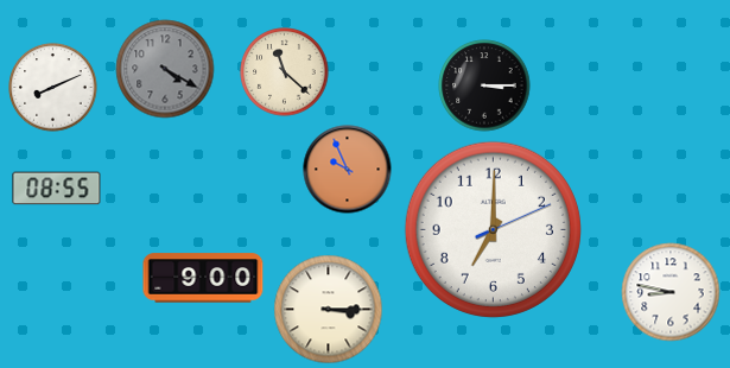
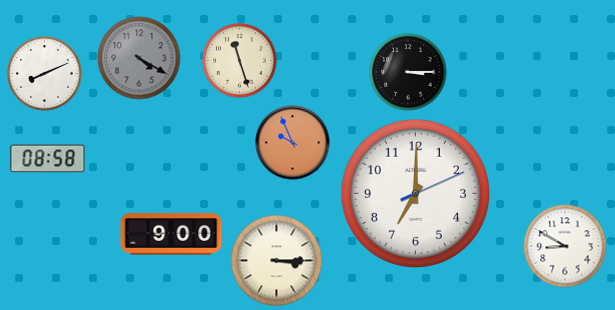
clock at (285, 72): 11:22 -> 11:27
clock at (57, 189): 08:55 -> 08:58
clock at (671, 292): 8:47 -> 8:50
